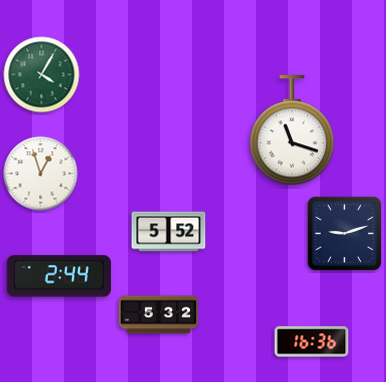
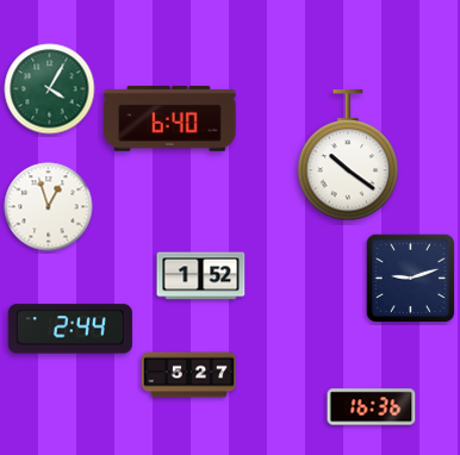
clock at (170, 119): none -> 6:40
clock at (292, 131): 11:18 -> 10:21
clock at (169, 232): 5:52 -> 1:52
clock at (159, 315): 5:32 -> 5:27
